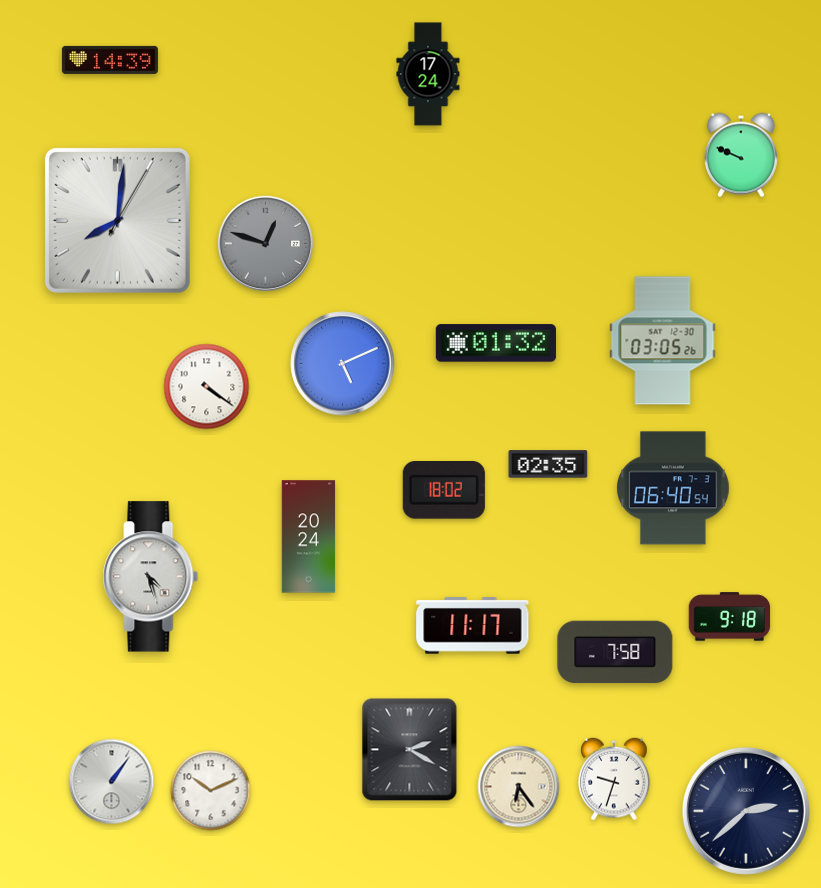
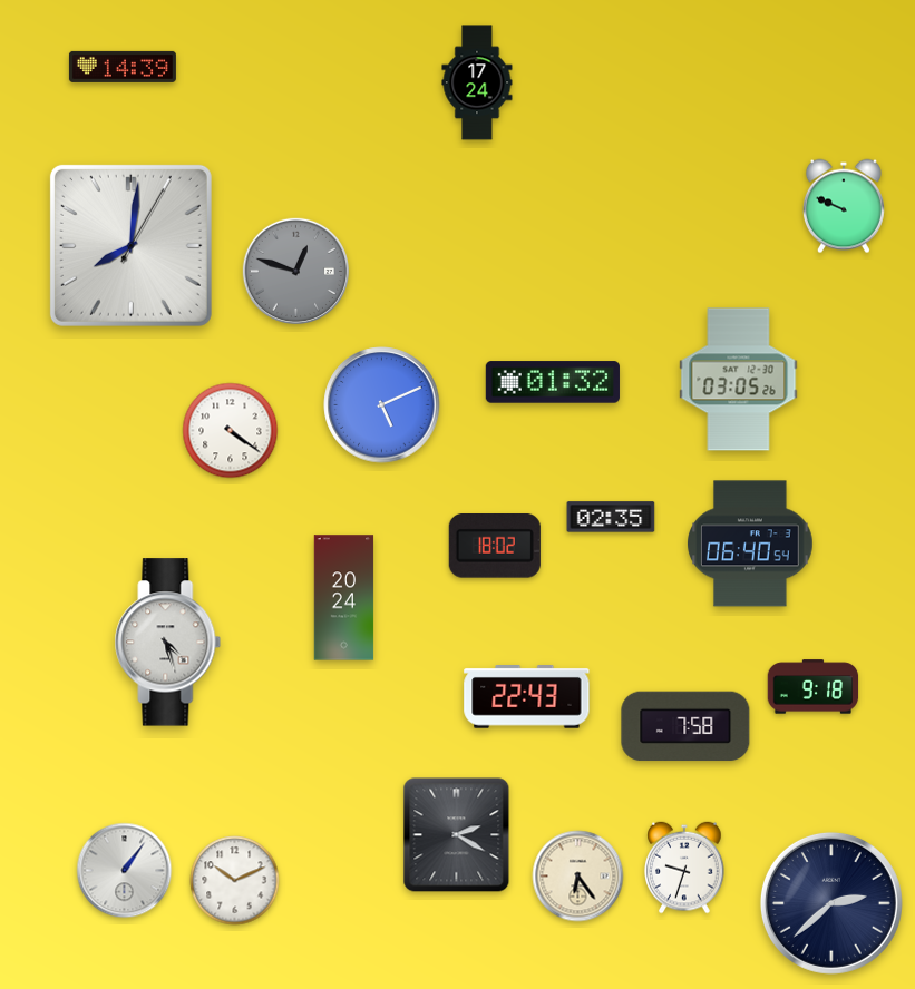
clock at (741, 155) position: (741, 155) -> (844, 206)
clock at (473, 626): 11:17 -> 22:43
